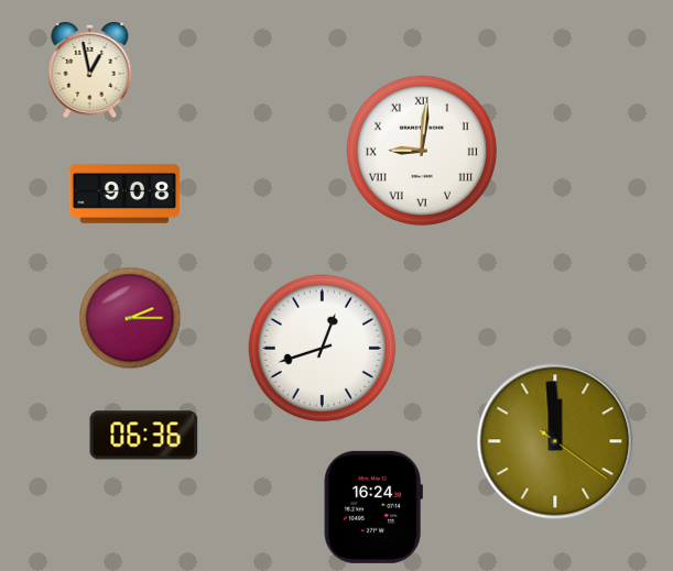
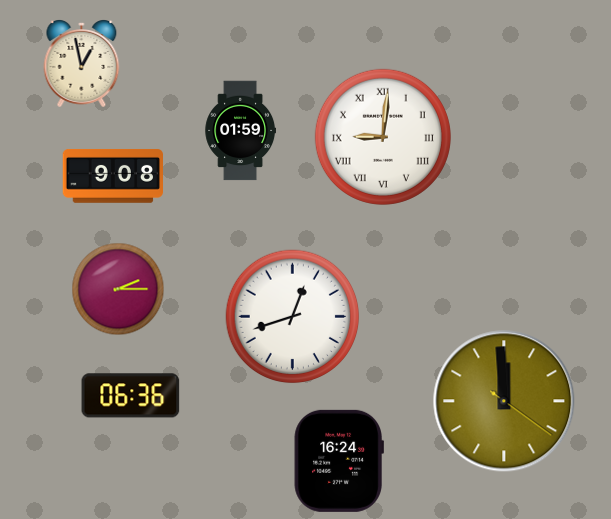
clock at (240, 131): none -> 01:59
